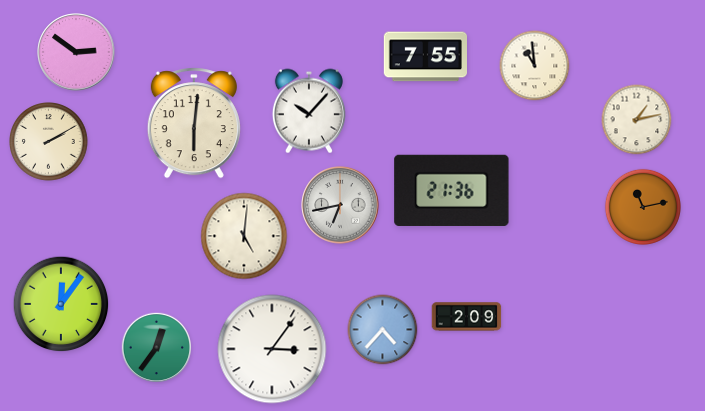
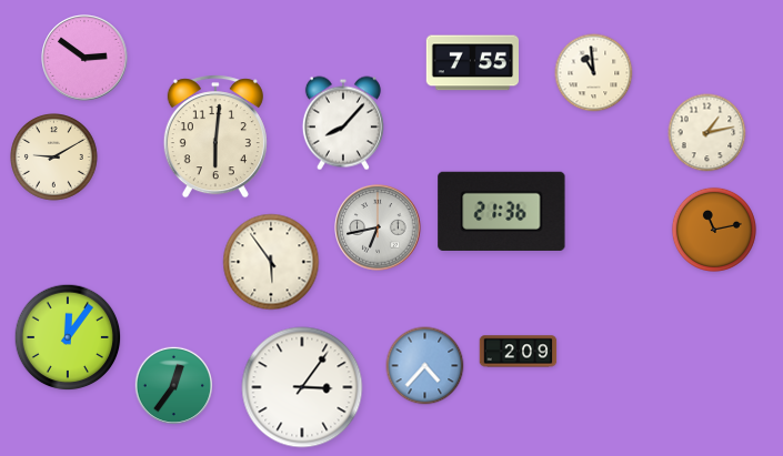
clock at (309, 111): 10:07 -> 8:07
clock at (49, 142): 2:10 -> 9:10
clock at (244, 236): 5:01 -> 5:54
